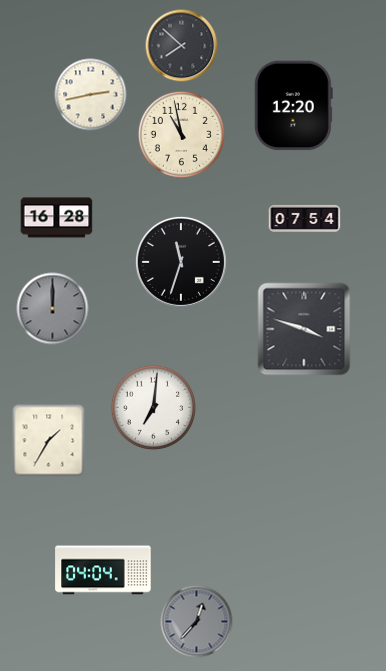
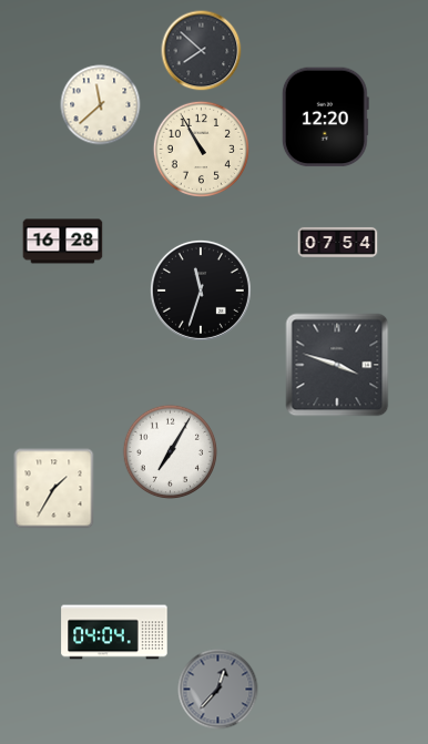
clock at (91, 95): 2:43 -> 11:38
clock at (181, 134): 10:58 -> 10:55
clock at (53, 309): 12:00 -> none
clock at (154, 408): 7:01 -> 7:05
